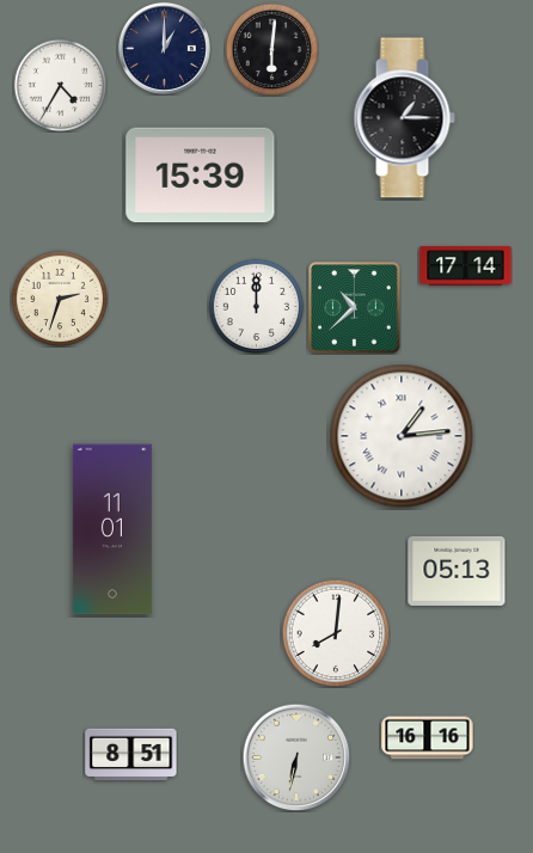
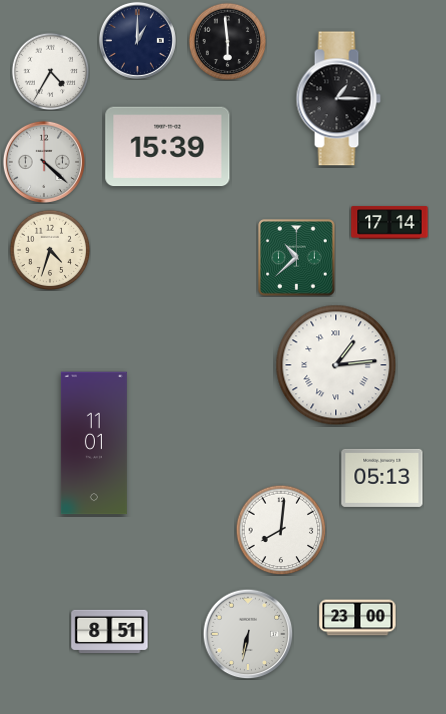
clock at (271, 49): 6:01 -> 5:59
clock at (44, 162): none -> 4:22
clock at (60, 299): 2:33 -> 4:33
clock at (256, 306): 12:00 -> none
clock at (428, 738): 16:16 -> 23:00
